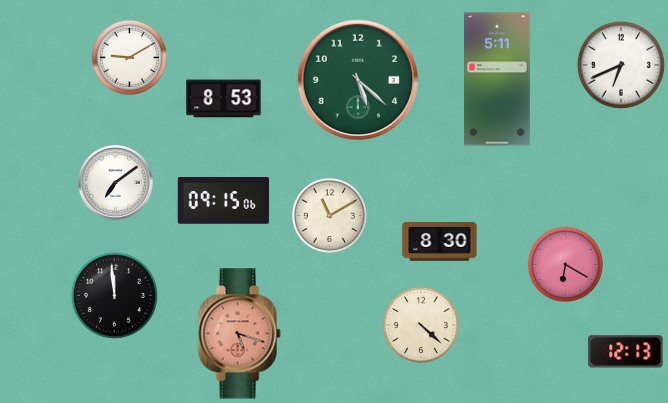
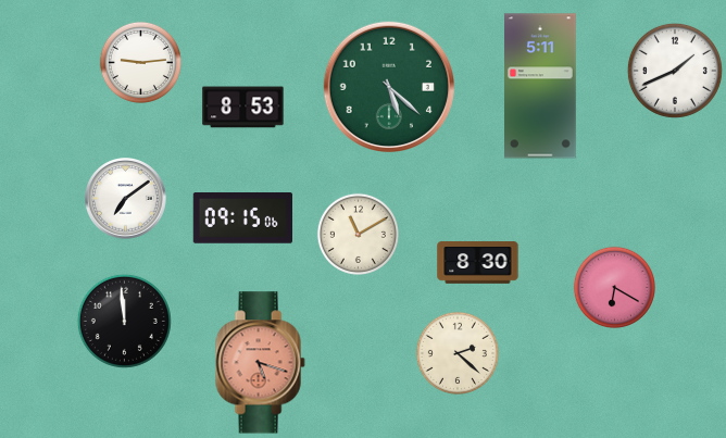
clock at (129, 57): 9:10 -> 9:14
clock at (621, 65): 6:41 -> 1:41
clock at (421, 325): 4:22 -> 2:22
clock at (626, 352): 12:13 -> none
